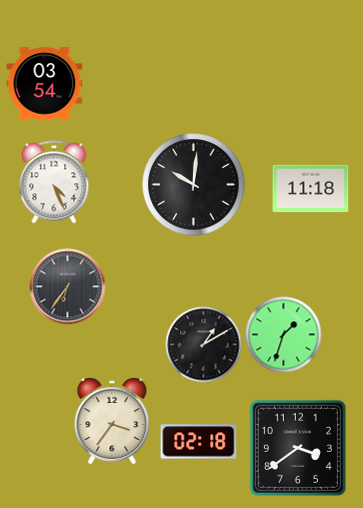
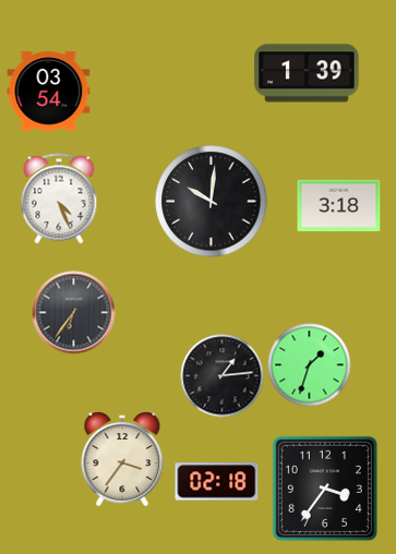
clock at (307, 73): none -> 1:39
clock at (311, 189): 11:18 -> 3:18
clock at (204, 345): 1:10 -> 1:14
clock at (298, 448): 3:39 -> 3:36
